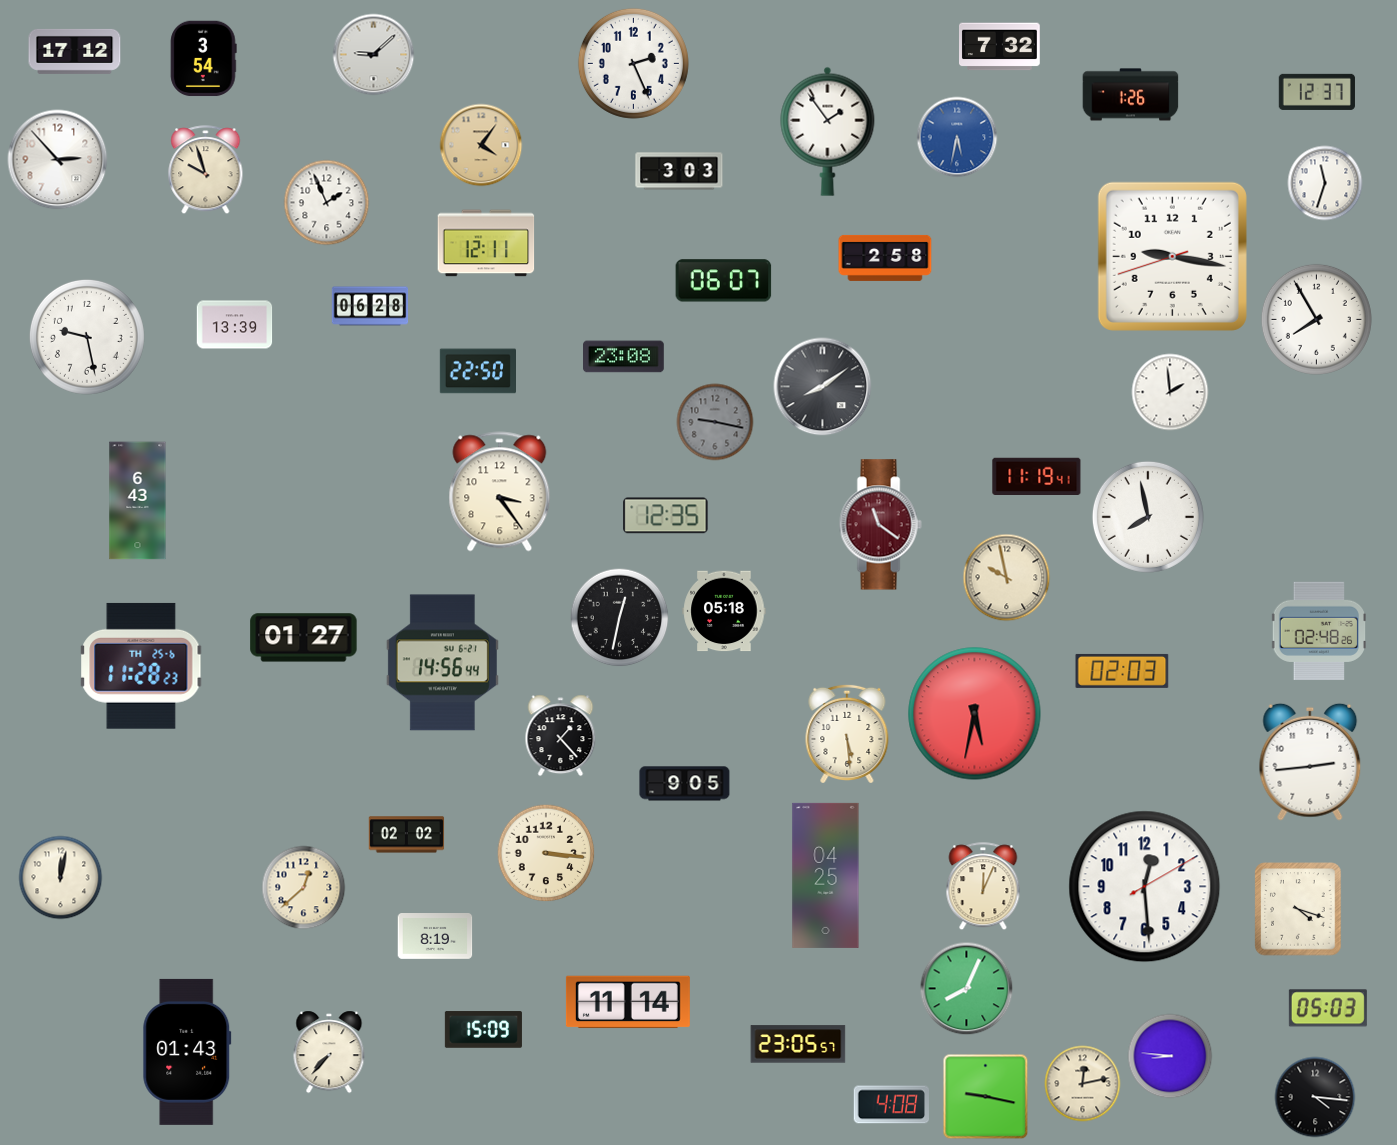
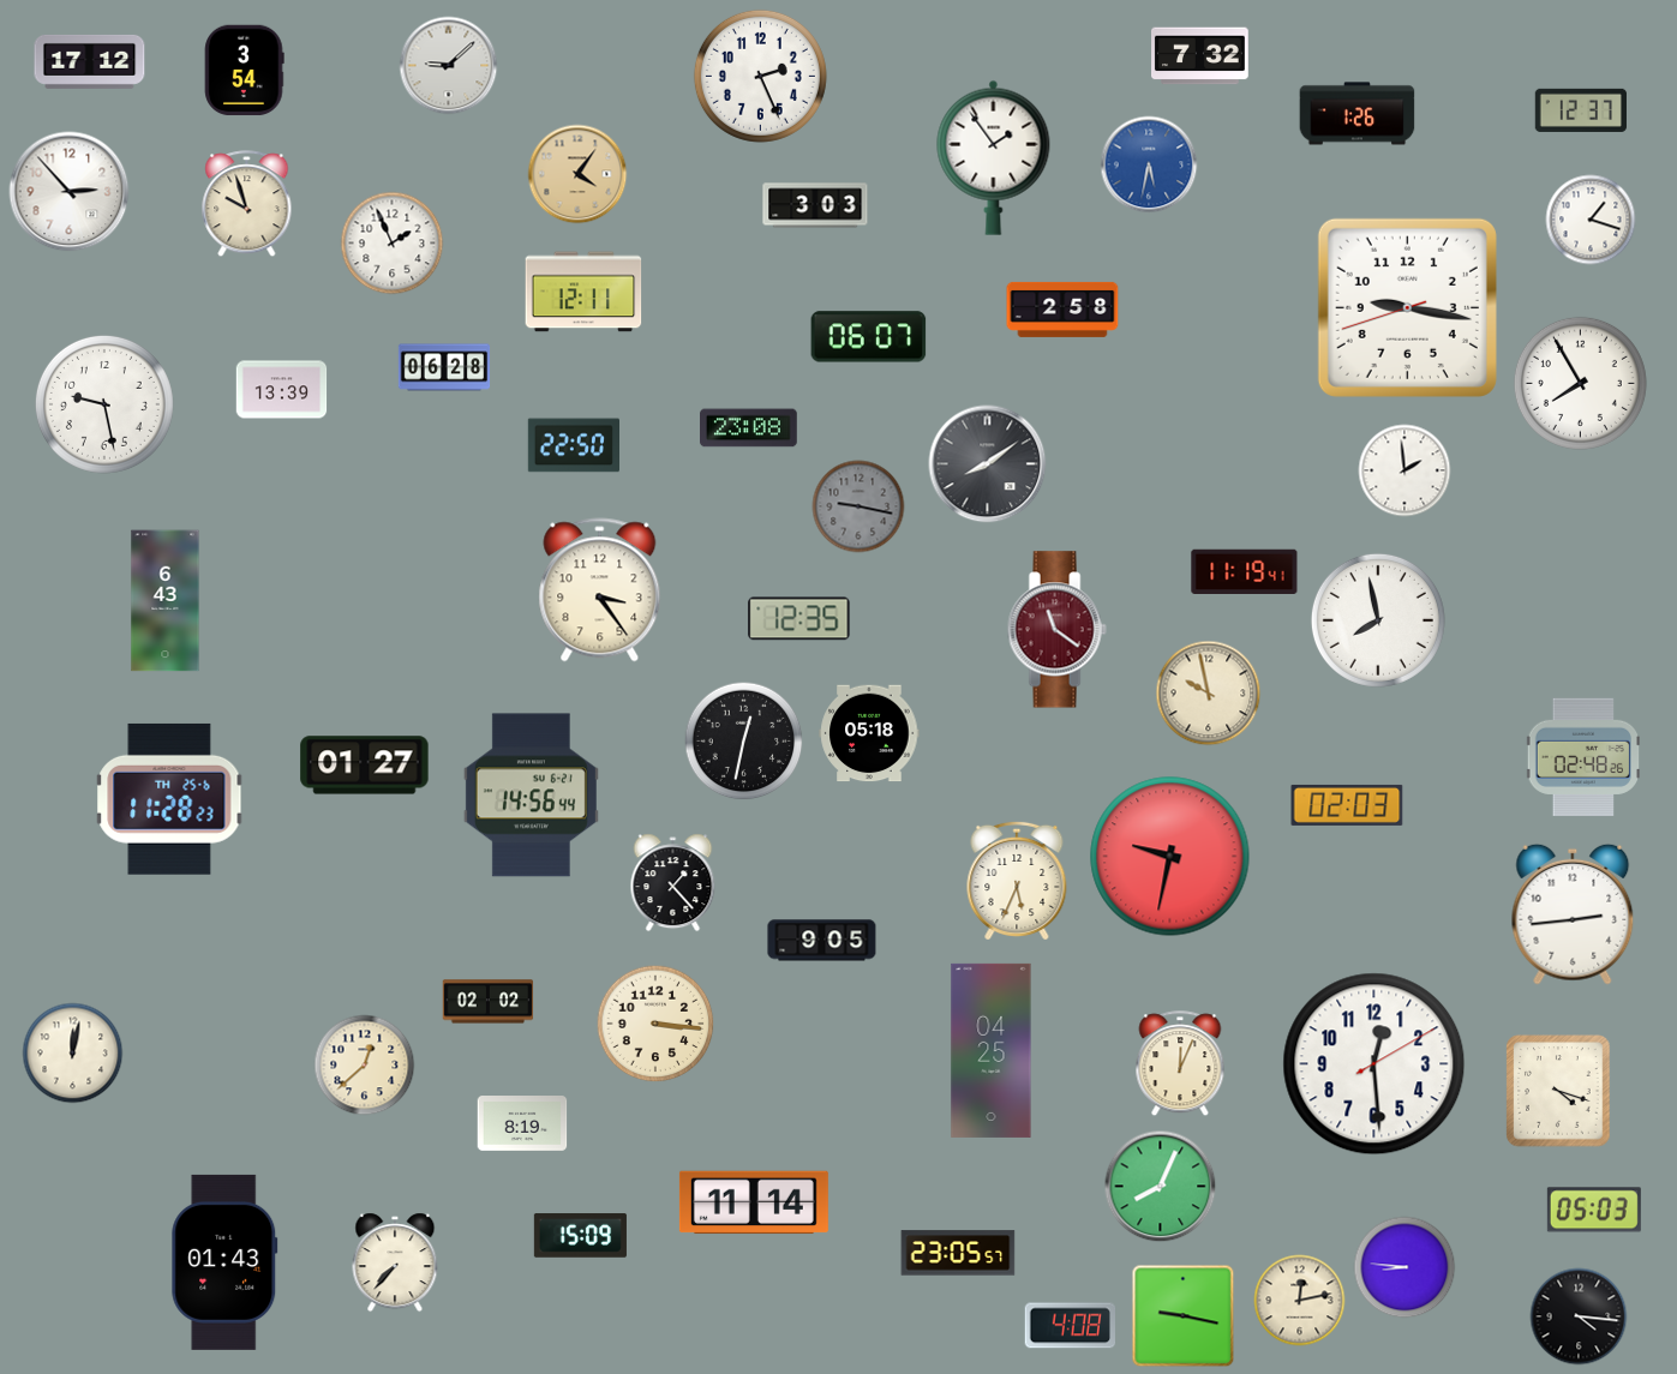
clock at (1325, 183): 11:33 -> 1:18
clock at (975, 714): 5:32 -> 9:32
clock at (847, 734): 5:29 -> 5:34
